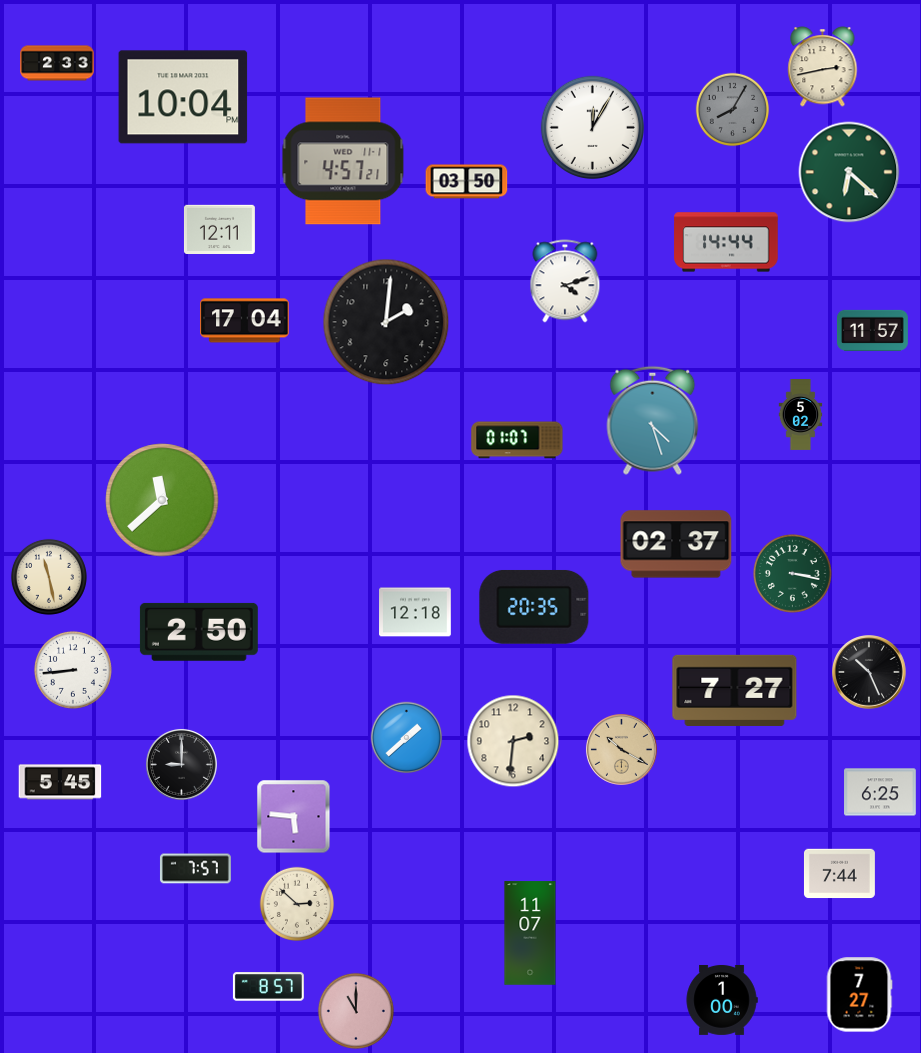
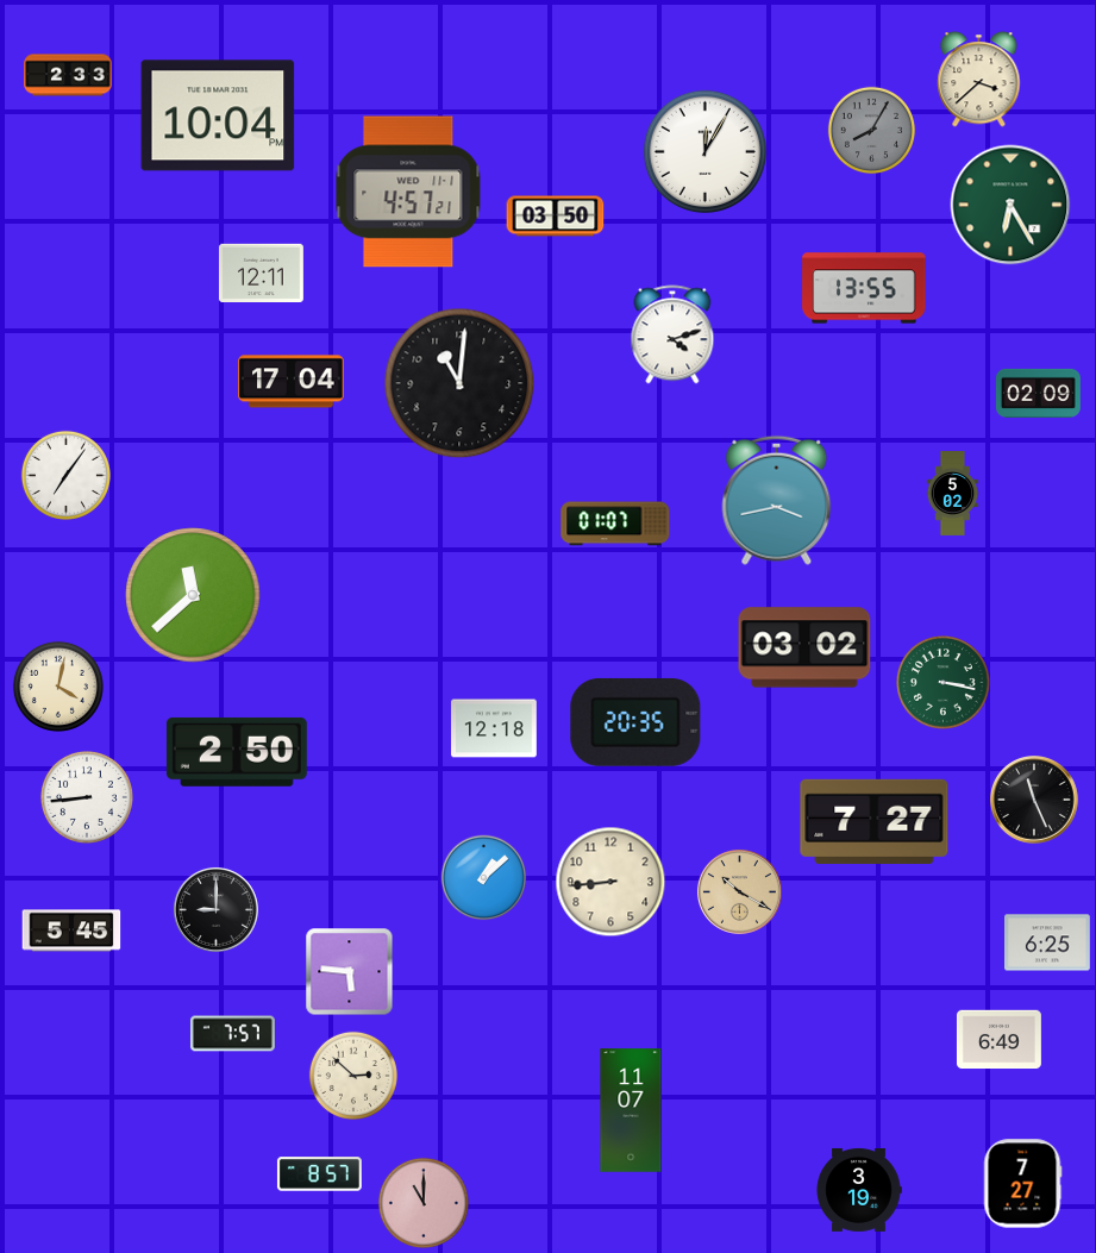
clock at (823, 67): 2:43 -> 3:38
clock at (849, 172): 6:22 -> 6:25
clock at (726, 242): 14:44 -> 13:55
clock at (386, 322): 2:01 -> 11:01
clock at (872, 330): 11:57 -> 02:09
clock at (65, 475): none -> 7:06
clock at (653, 420): 4:27 -> 3:43
clock at (676, 544): 02:37 -> 03:02
clock at (49, 577): 11:28 -> 4:02
clock at (869, 672): 10:26 -> 11:26
clock at (407, 738): 1:38 -> 1:08
clock at (513, 741): 2:31 -> 8:44
clock at (839, 874): 7:44 -> 6:49
clock at (722, 1000): 1:00 -> 3:19
